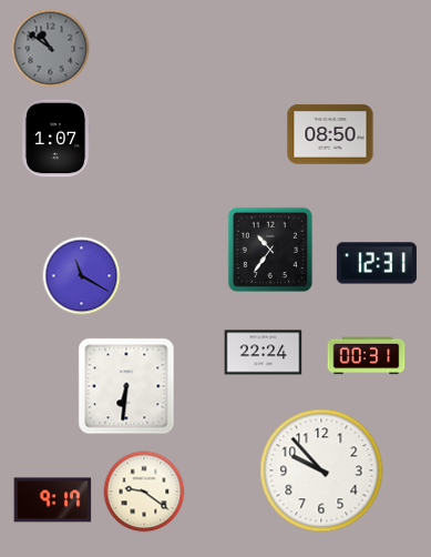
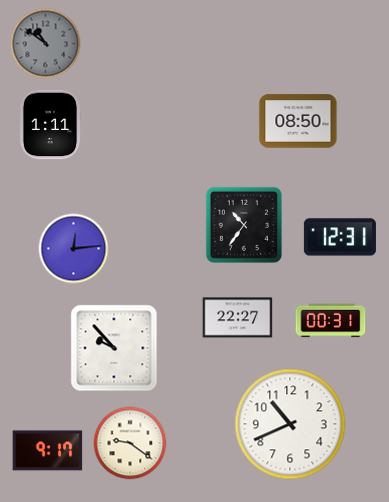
clock at (55, 139): 1:07 -> 1:11
clock at (82, 276): 11:20 -> 12:14
clock at (264, 353): 22:24 -> 22:27
clock at (126, 386): 6:31 -> 9:53
clock at (321, 470): 9:53 -> 10:41
